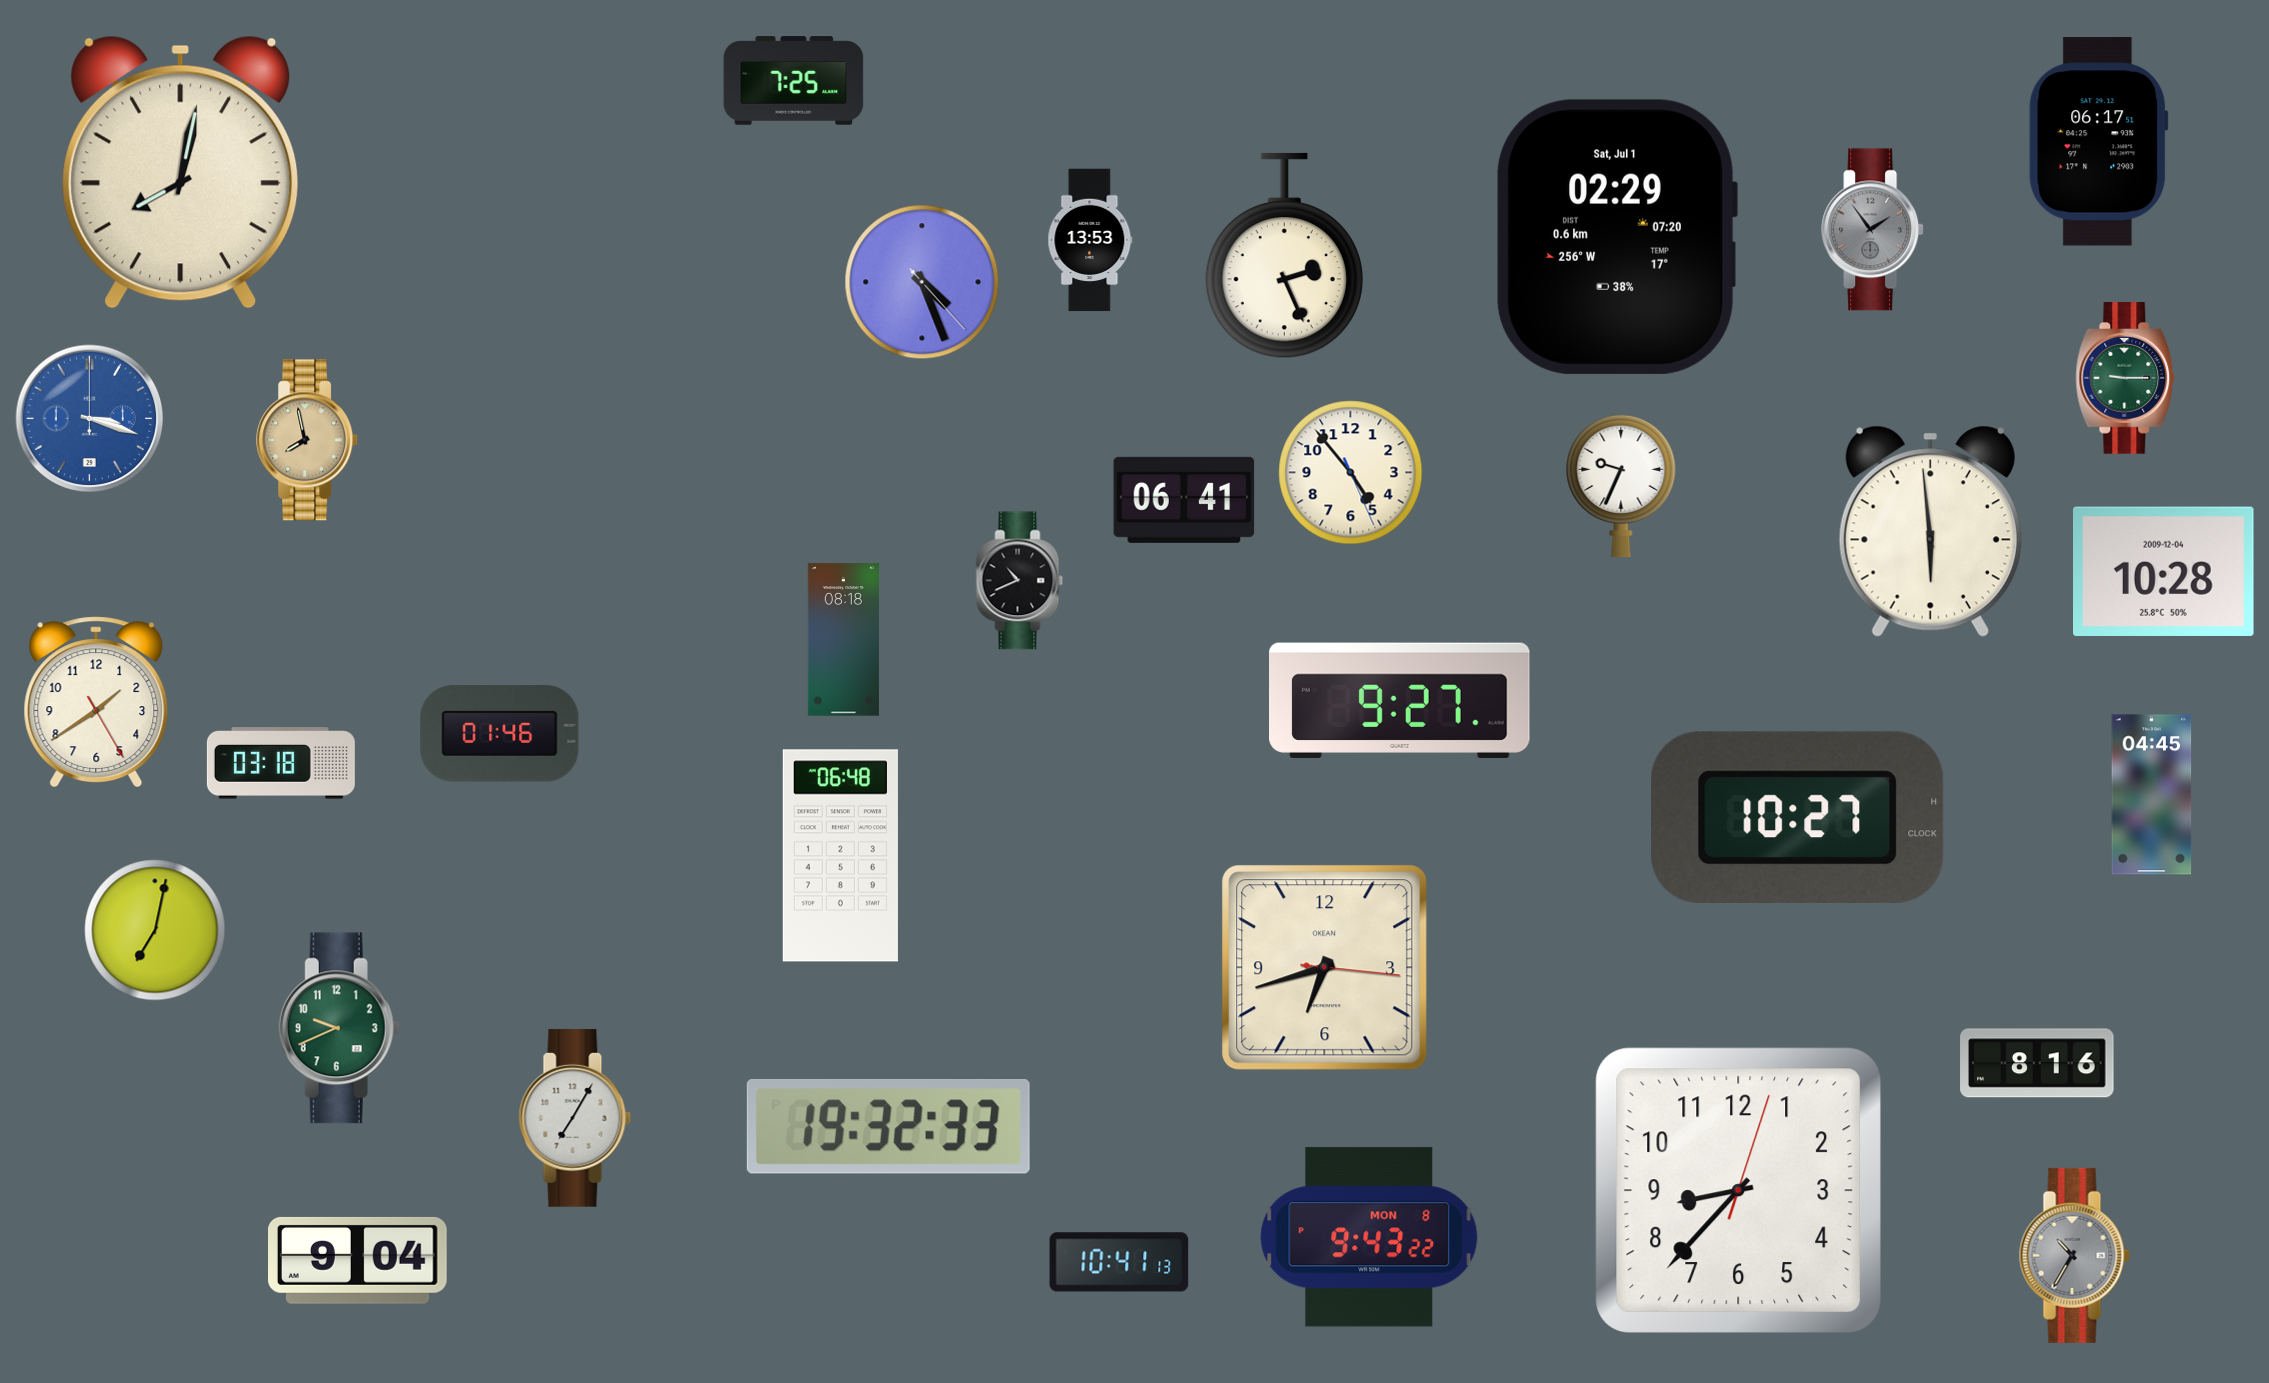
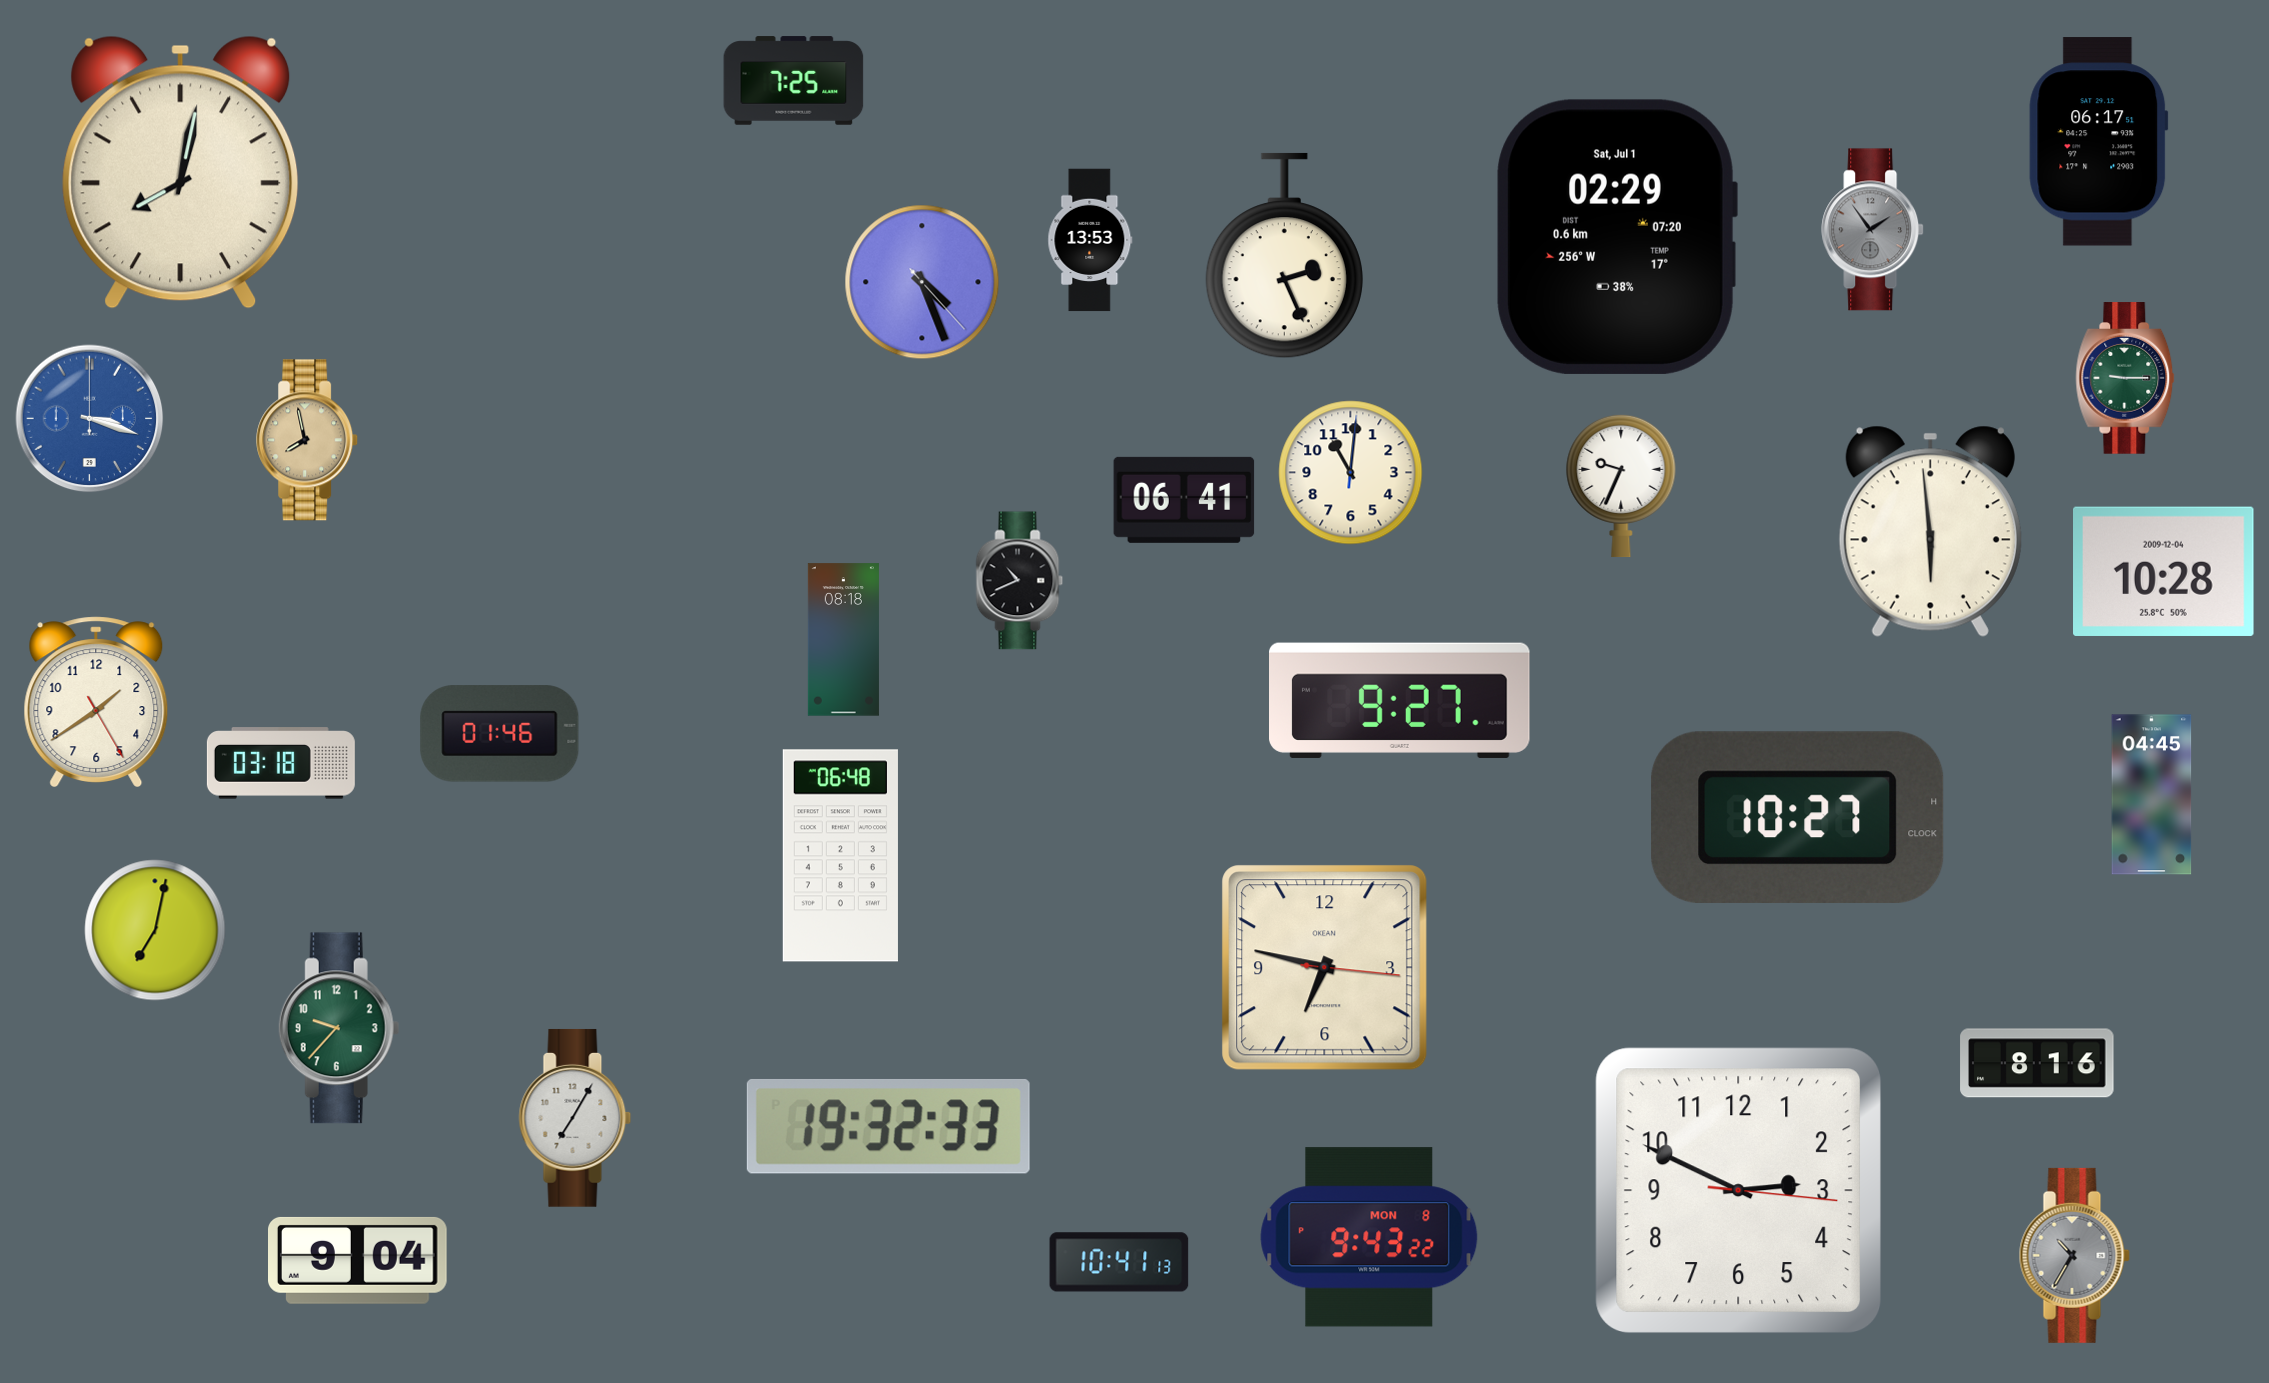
clock at (1351, 473): 4:53 -> 11:01
clock at (1325, 968): 6:42 -> 6:47
clock at (339, 1028): 9:41 -> 9:37
clock at (1739, 1191): 8:37 -> 2:49
